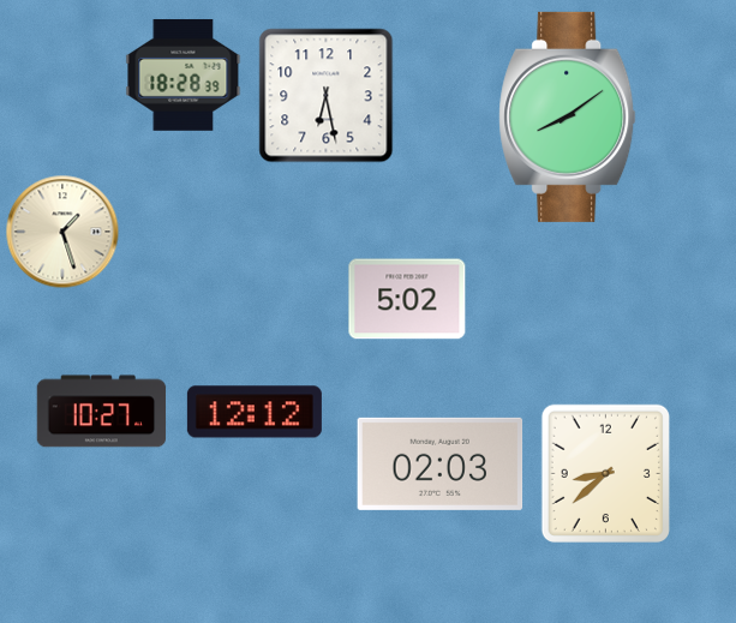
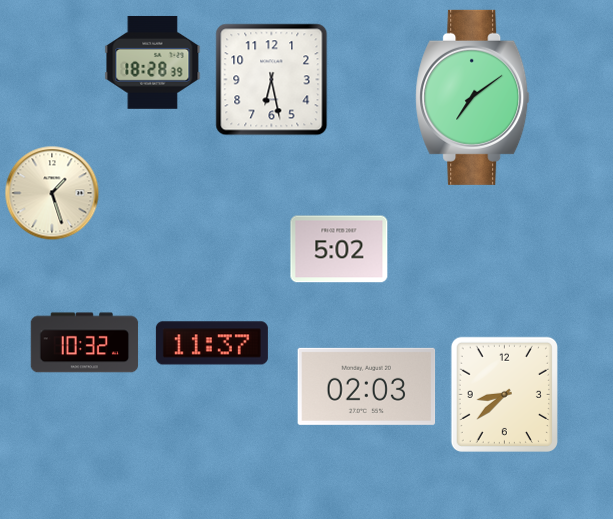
clock at (568, 116): 8:09 -> 7:09
clock at (102, 412): 10:27 -> 10:32
clock at (255, 412): 12:12 -> 11:37
